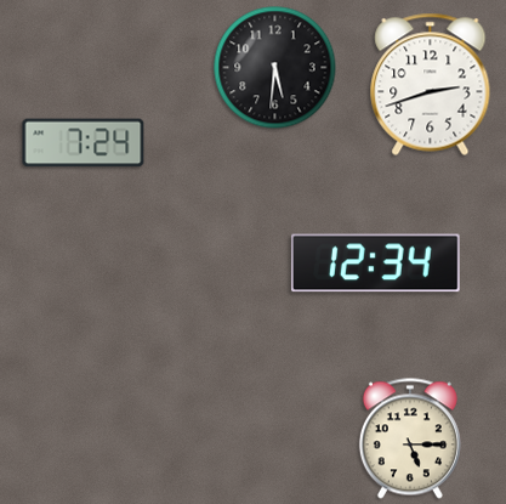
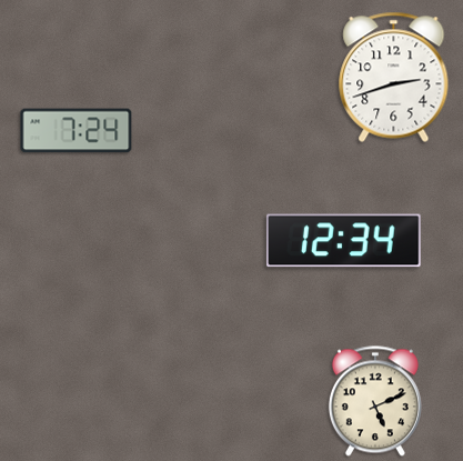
clock at (275, 68): 5:31 -> none
clock at (410, 438): 5:15 -> 5:11
